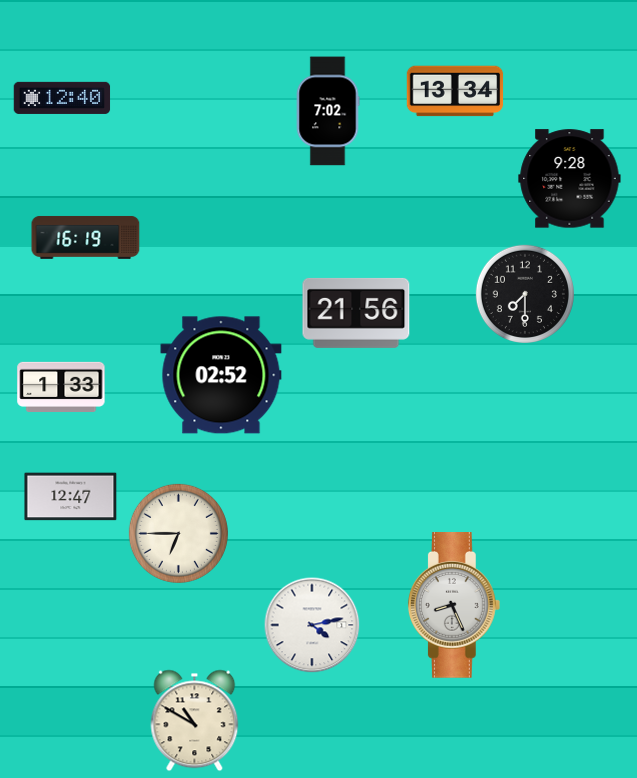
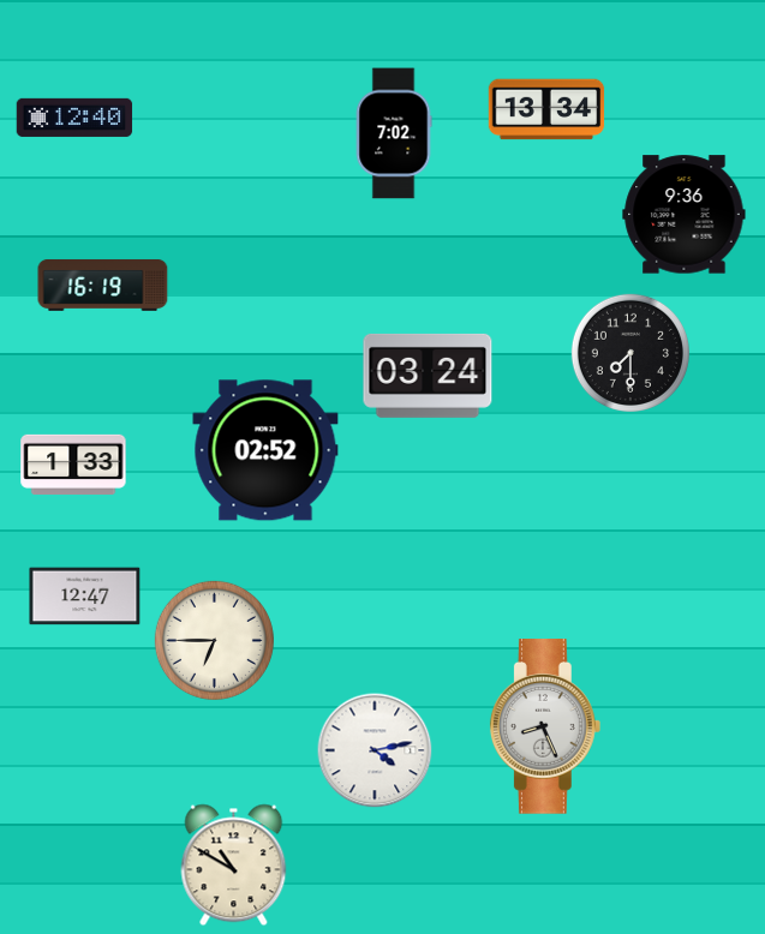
clock at (570, 179): 9:28 -> 9:36
clock at (356, 313): 21:56 -> 03:24
